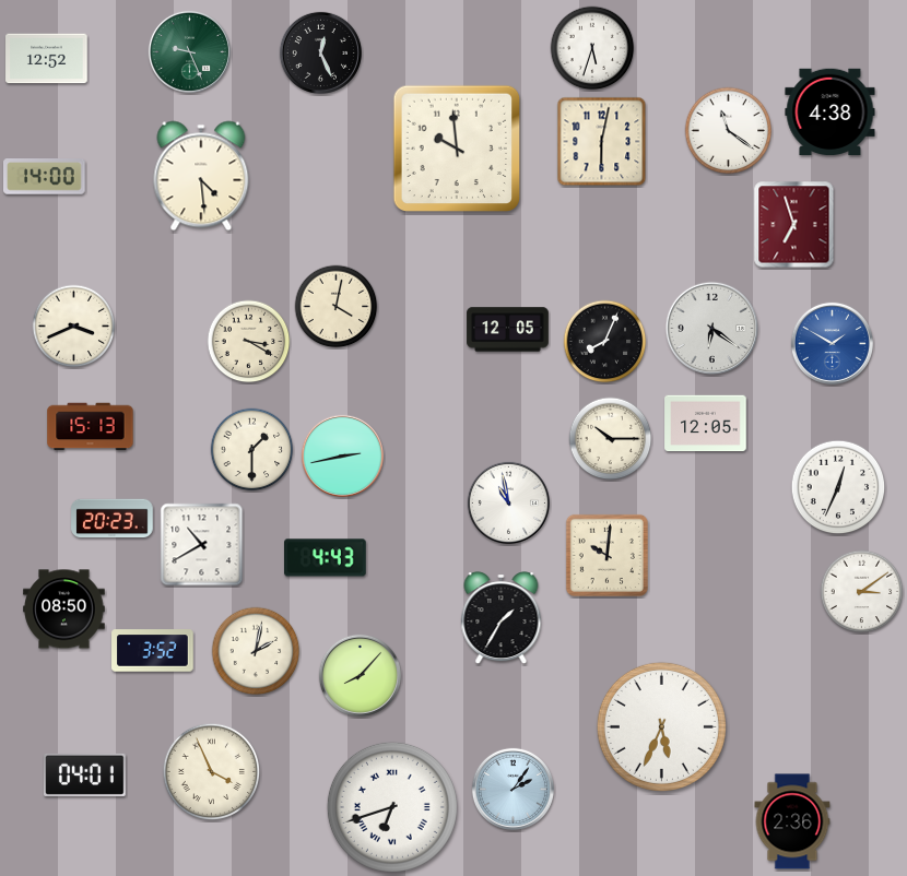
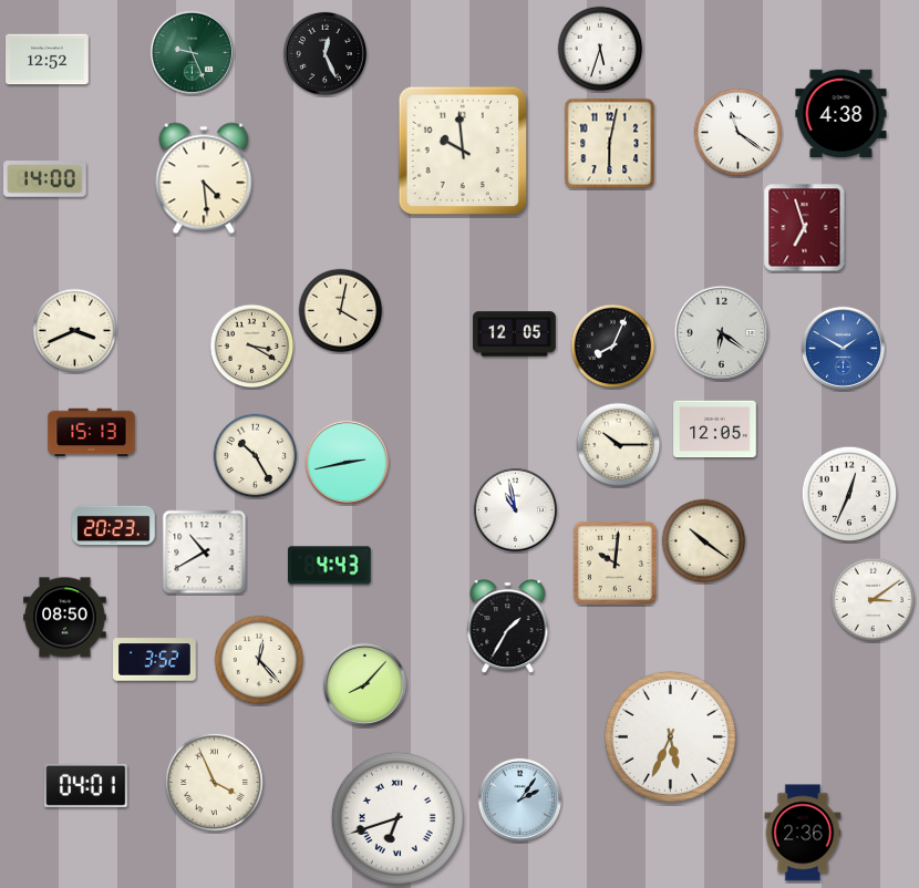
clock at (252, 450): 1:30 -> 10:25
clock at (704, 541): none -> 10:21
clock at (256, 651): 2:02 -> 12:23
